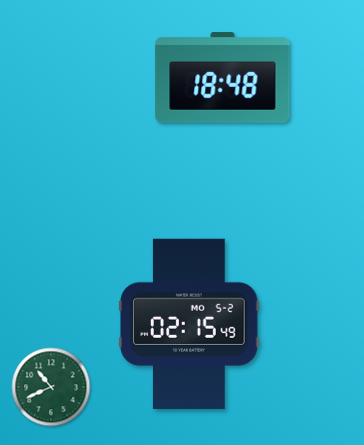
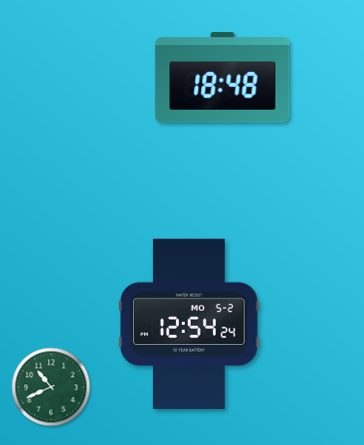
clock at (189, 324): 02:15 -> 12:54
